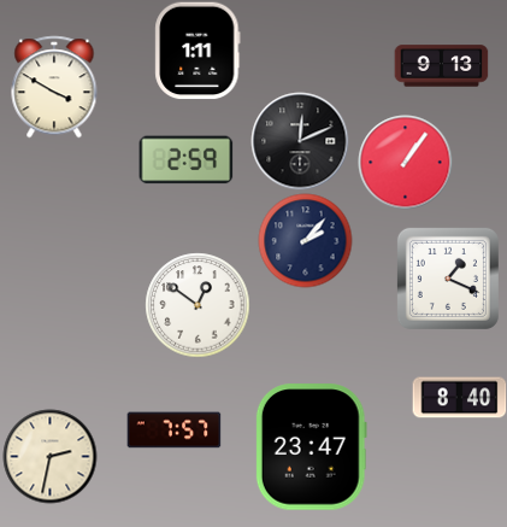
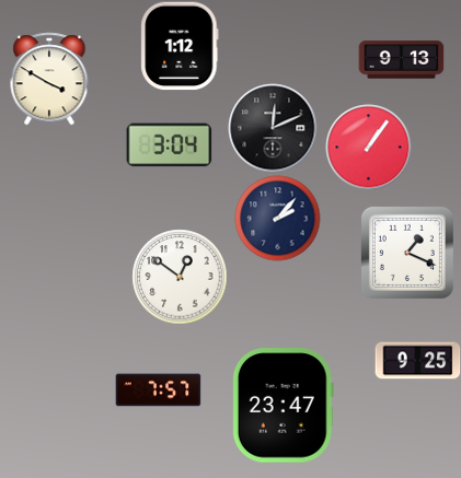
clock at (198, 51): 1:11 -> 1:12
clock at (185, 160): 2:59 -> 3:04
clock at (459, 398): 8:40 -> 9:25
clock at (49, 456): 2:32 -> none
